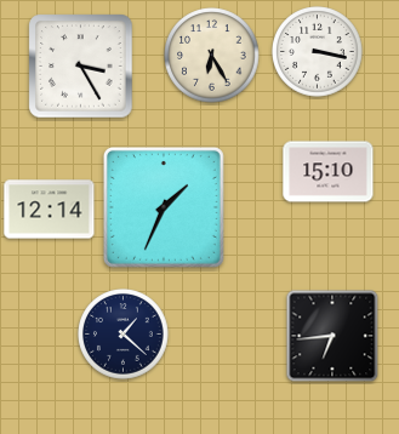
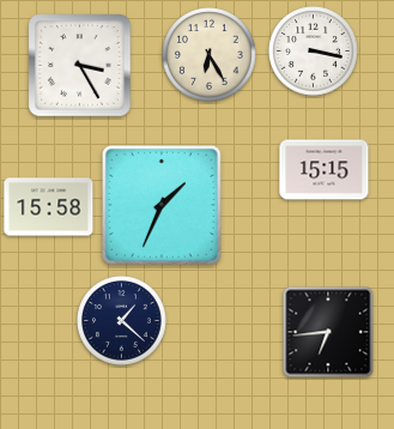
clock at (329, 172): 15:10 -> 15:15
clock at (50, 210): 12:14 -> 15:58
clock at (124, 335) position: (124, 335) -> (122, 321)
